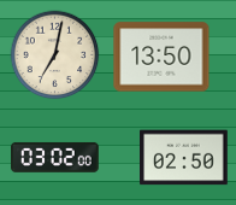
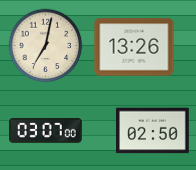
clock at (161, 57): 13:50 -> 13:26
clock at (55, 157): 03:02 -> 03:07
